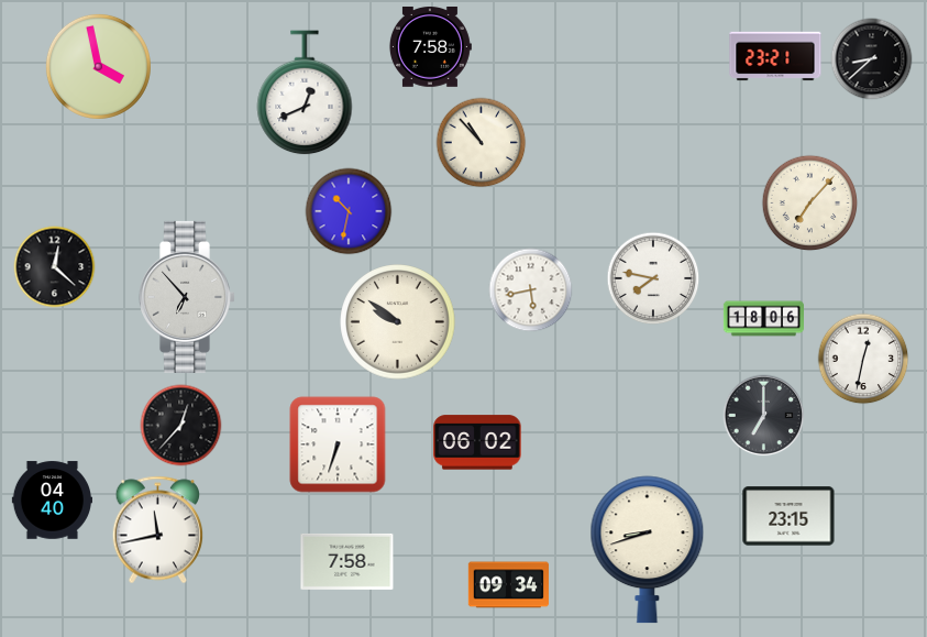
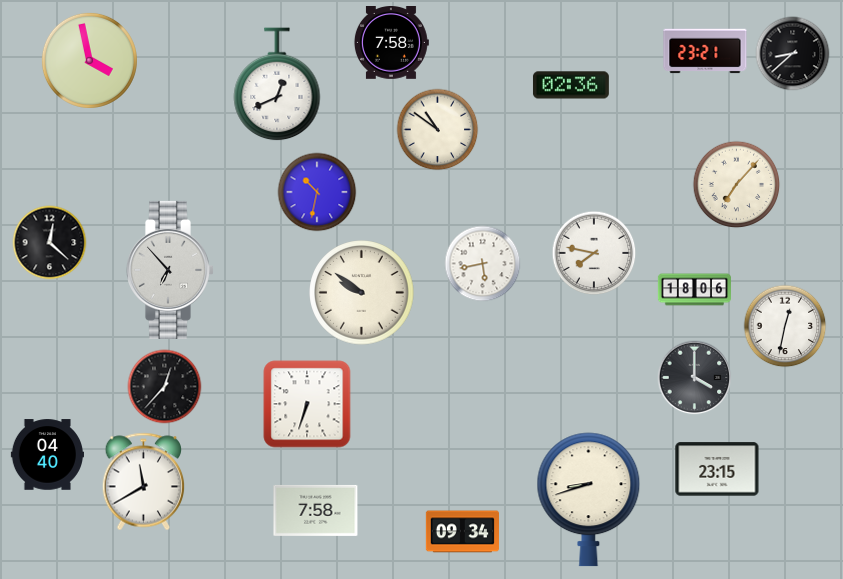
clock at (571, 85): none -> 02:36
clock at (482, 143): 10:53 -> 10:51
clock at (764, 416): 7:00 -> 4:00
clock at (477, 442): 06:02 -> none
clock at (158, 530): 11:43 -> 11:40
